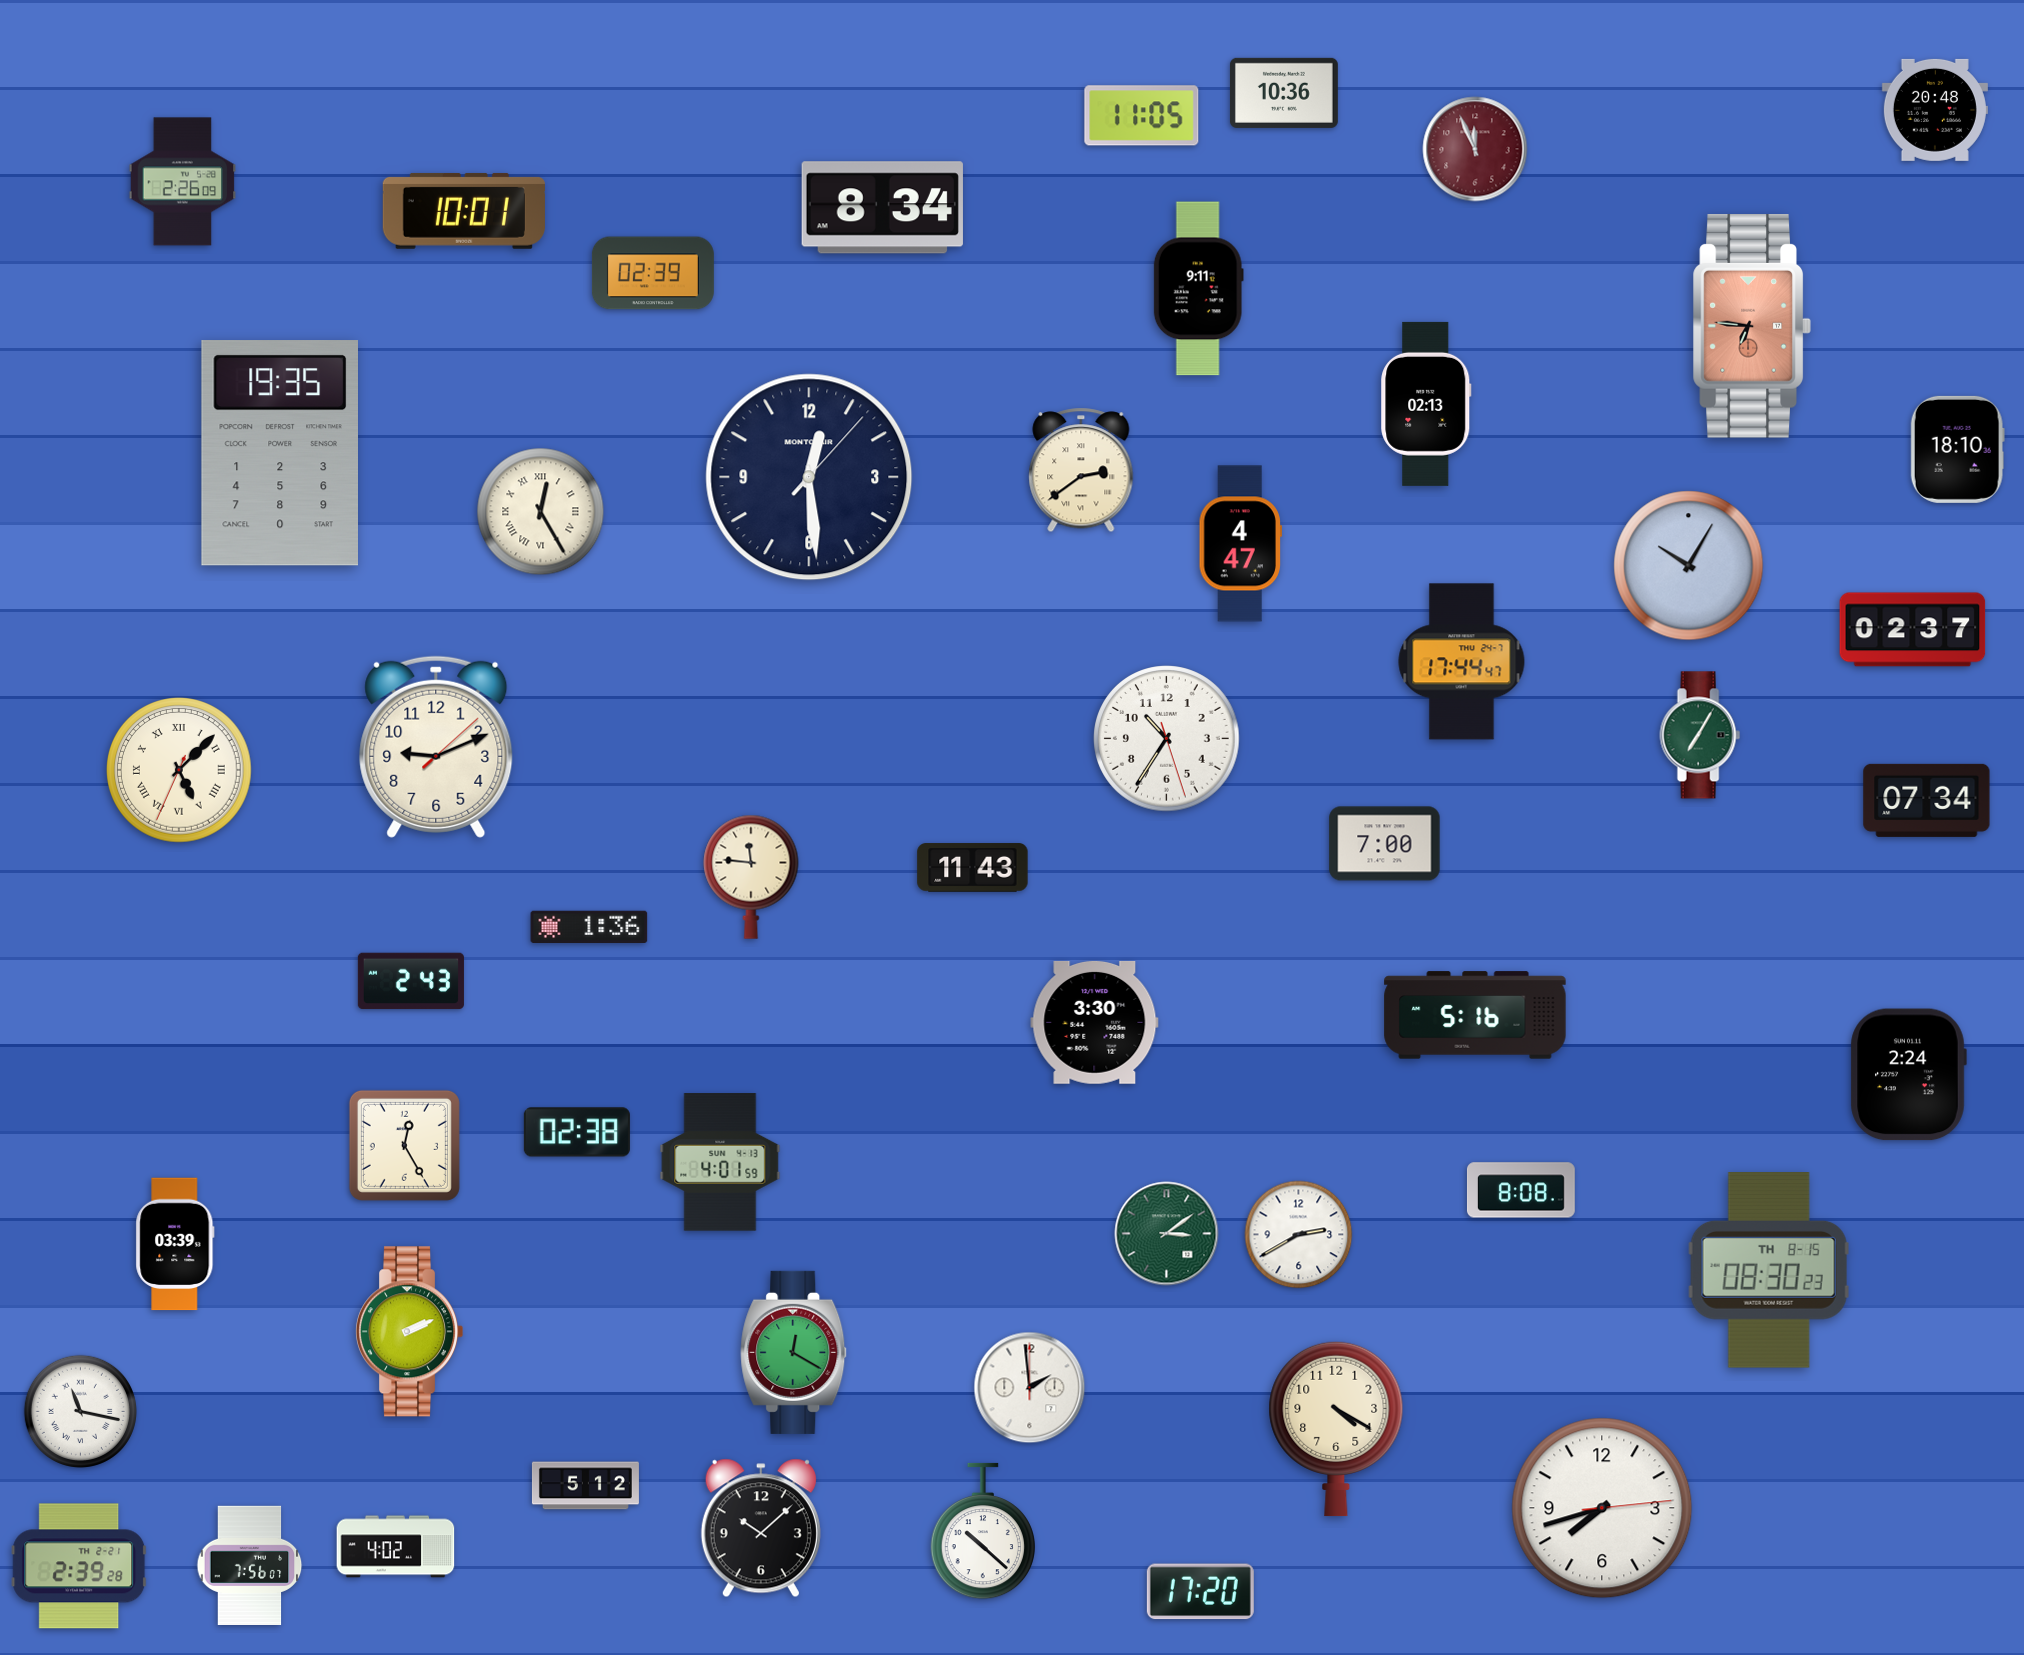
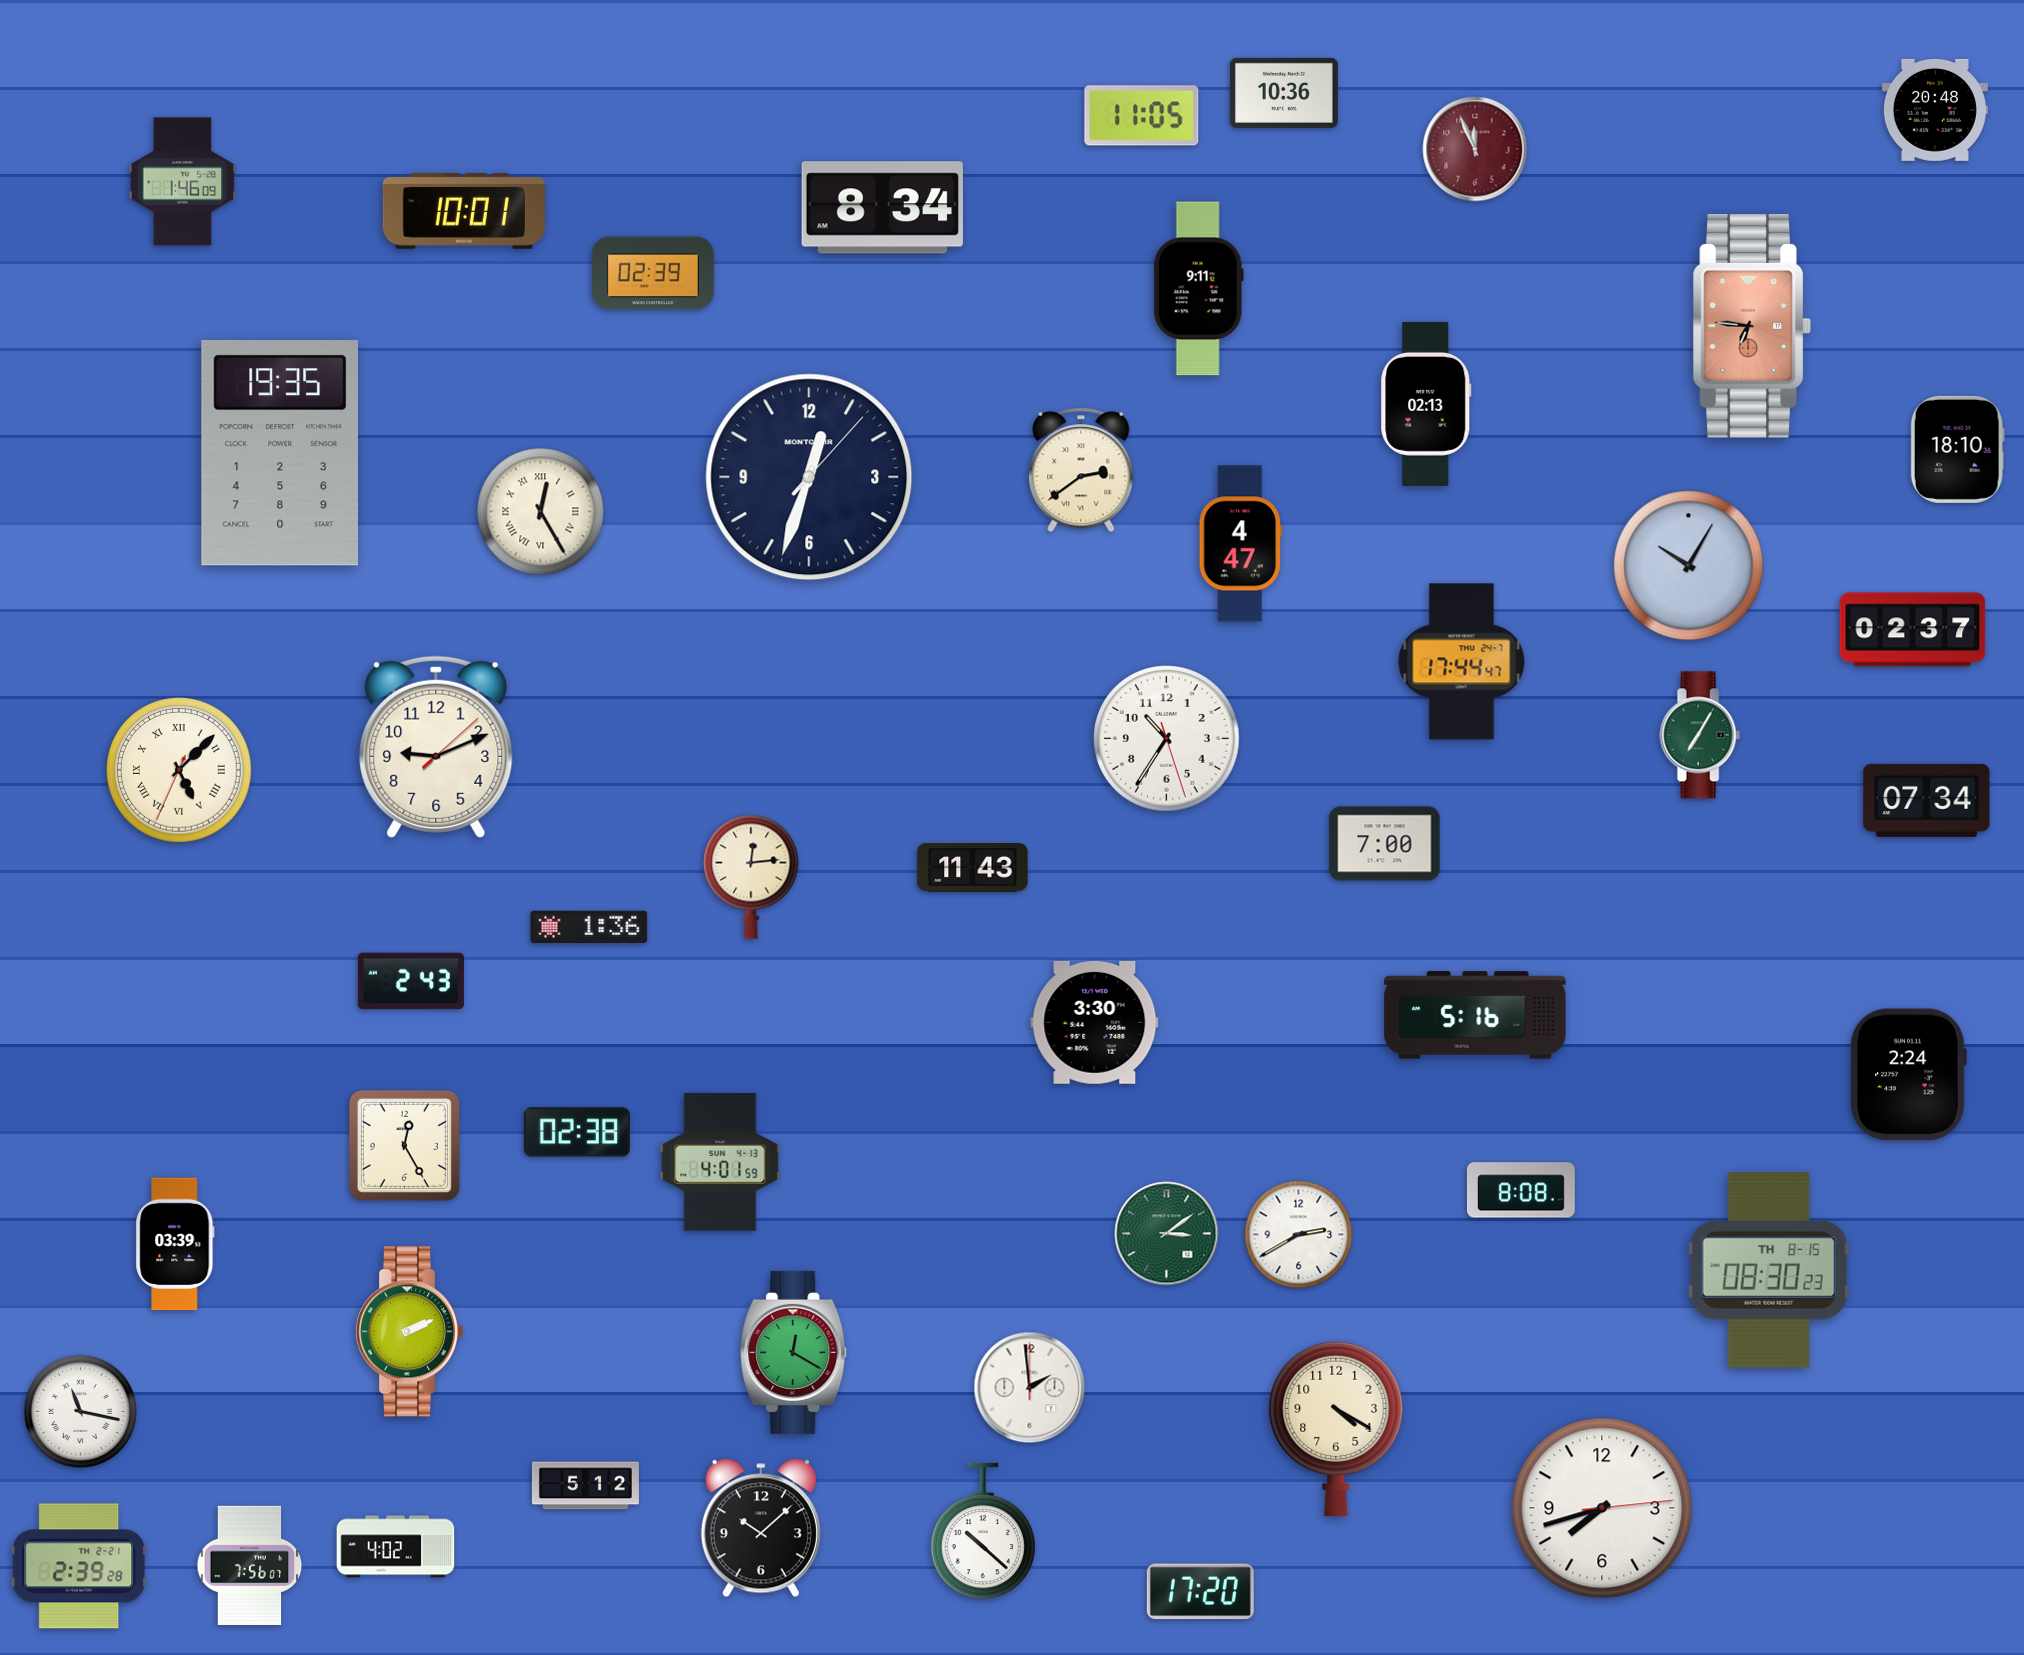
clock at (183, 182): 2:26 -> 1:46
clock at (809, 477): 12:29 -> 12:33
clock at (751, 877): 11:46 -> 12:14
